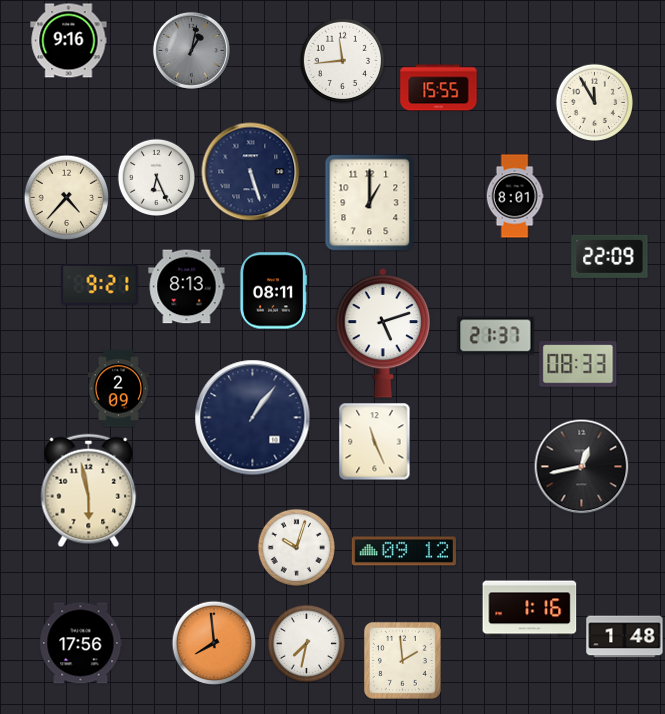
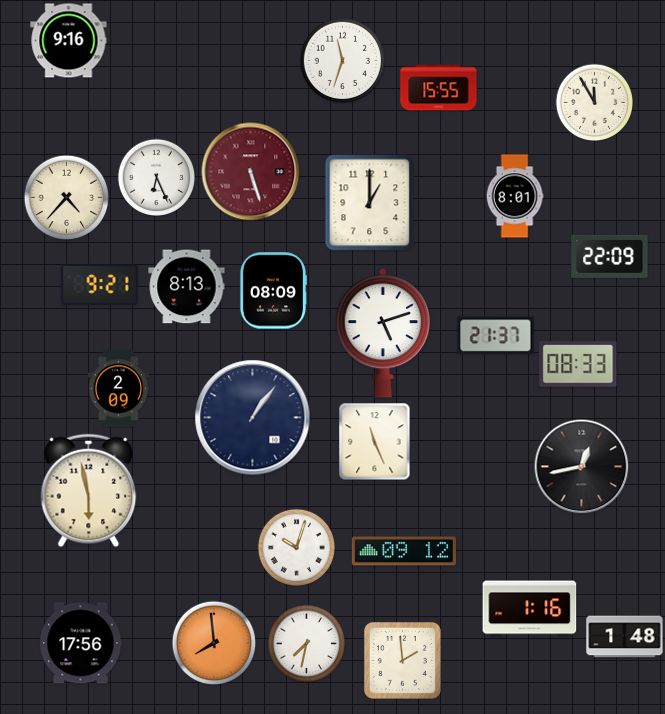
clock at (191, 50): 1:02 -> none
clock at (342, 60): 11:44 -> 11:33
clock at (251, 172) dial: navy -> burgundy
clock at (272, 291): 08:11 -> 08:09
